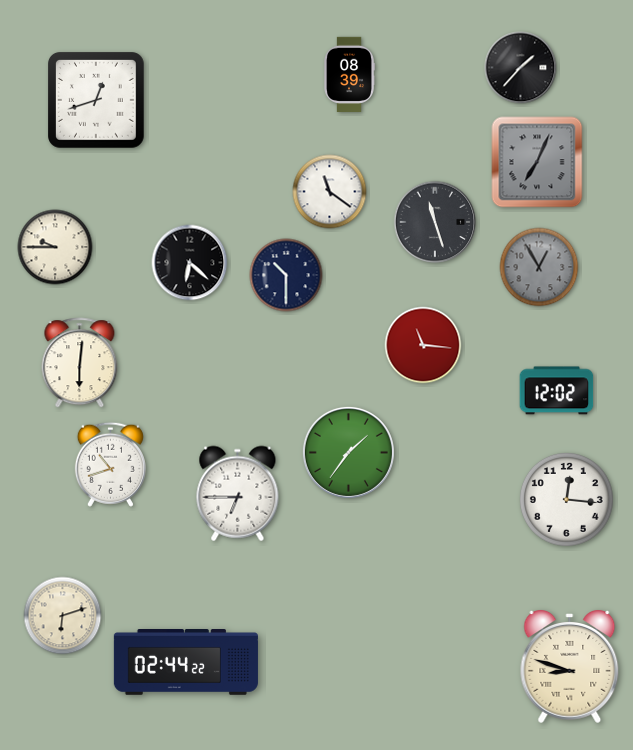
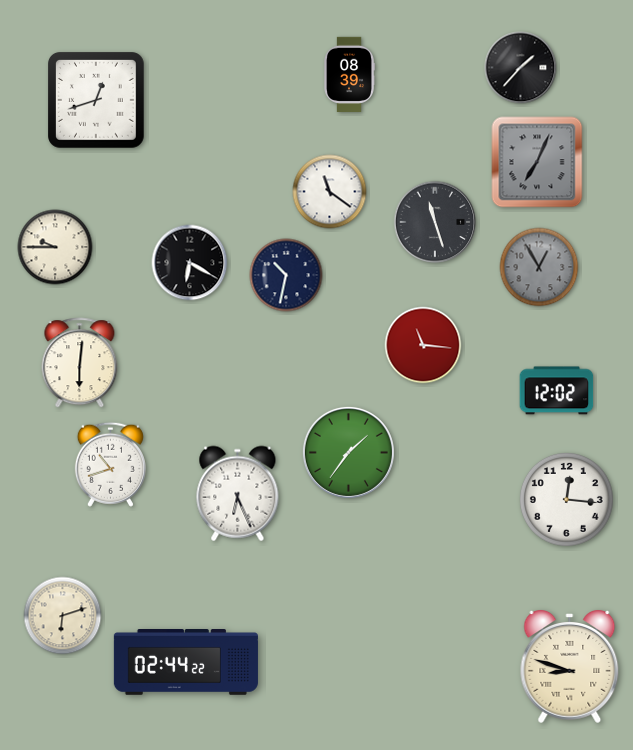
clock at (190, 263): 6:22 -> 6:20
clock at (286, 275): 10:30 -> 10:32
clock at (238, 494): 6:45 -> 6:26
